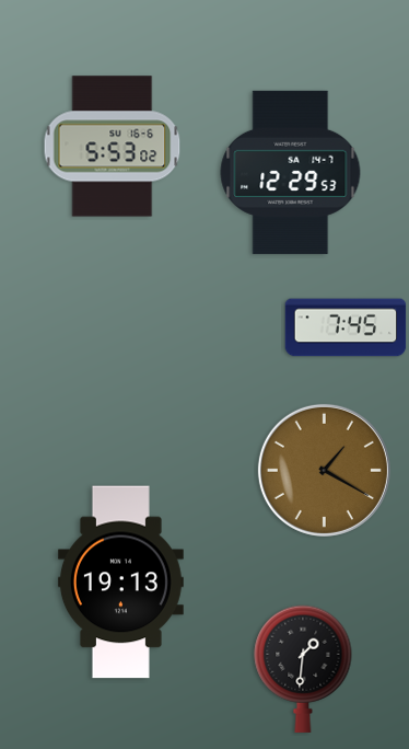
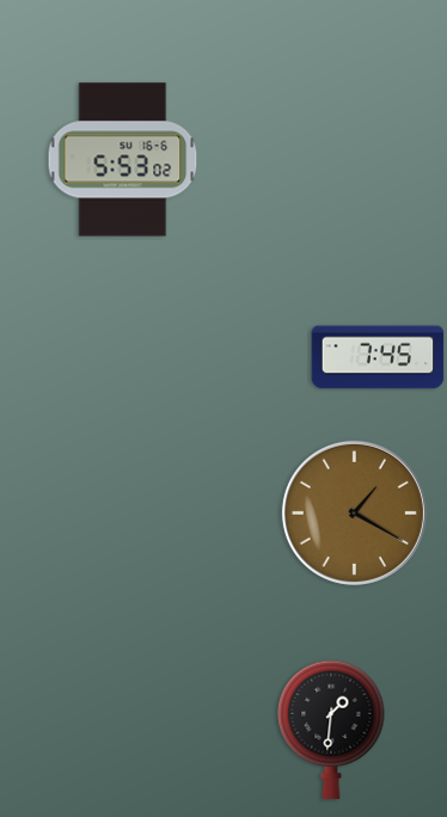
clock at (291, 172): 12:29 -> none
clock at (120, 583): 19:13 -> none
